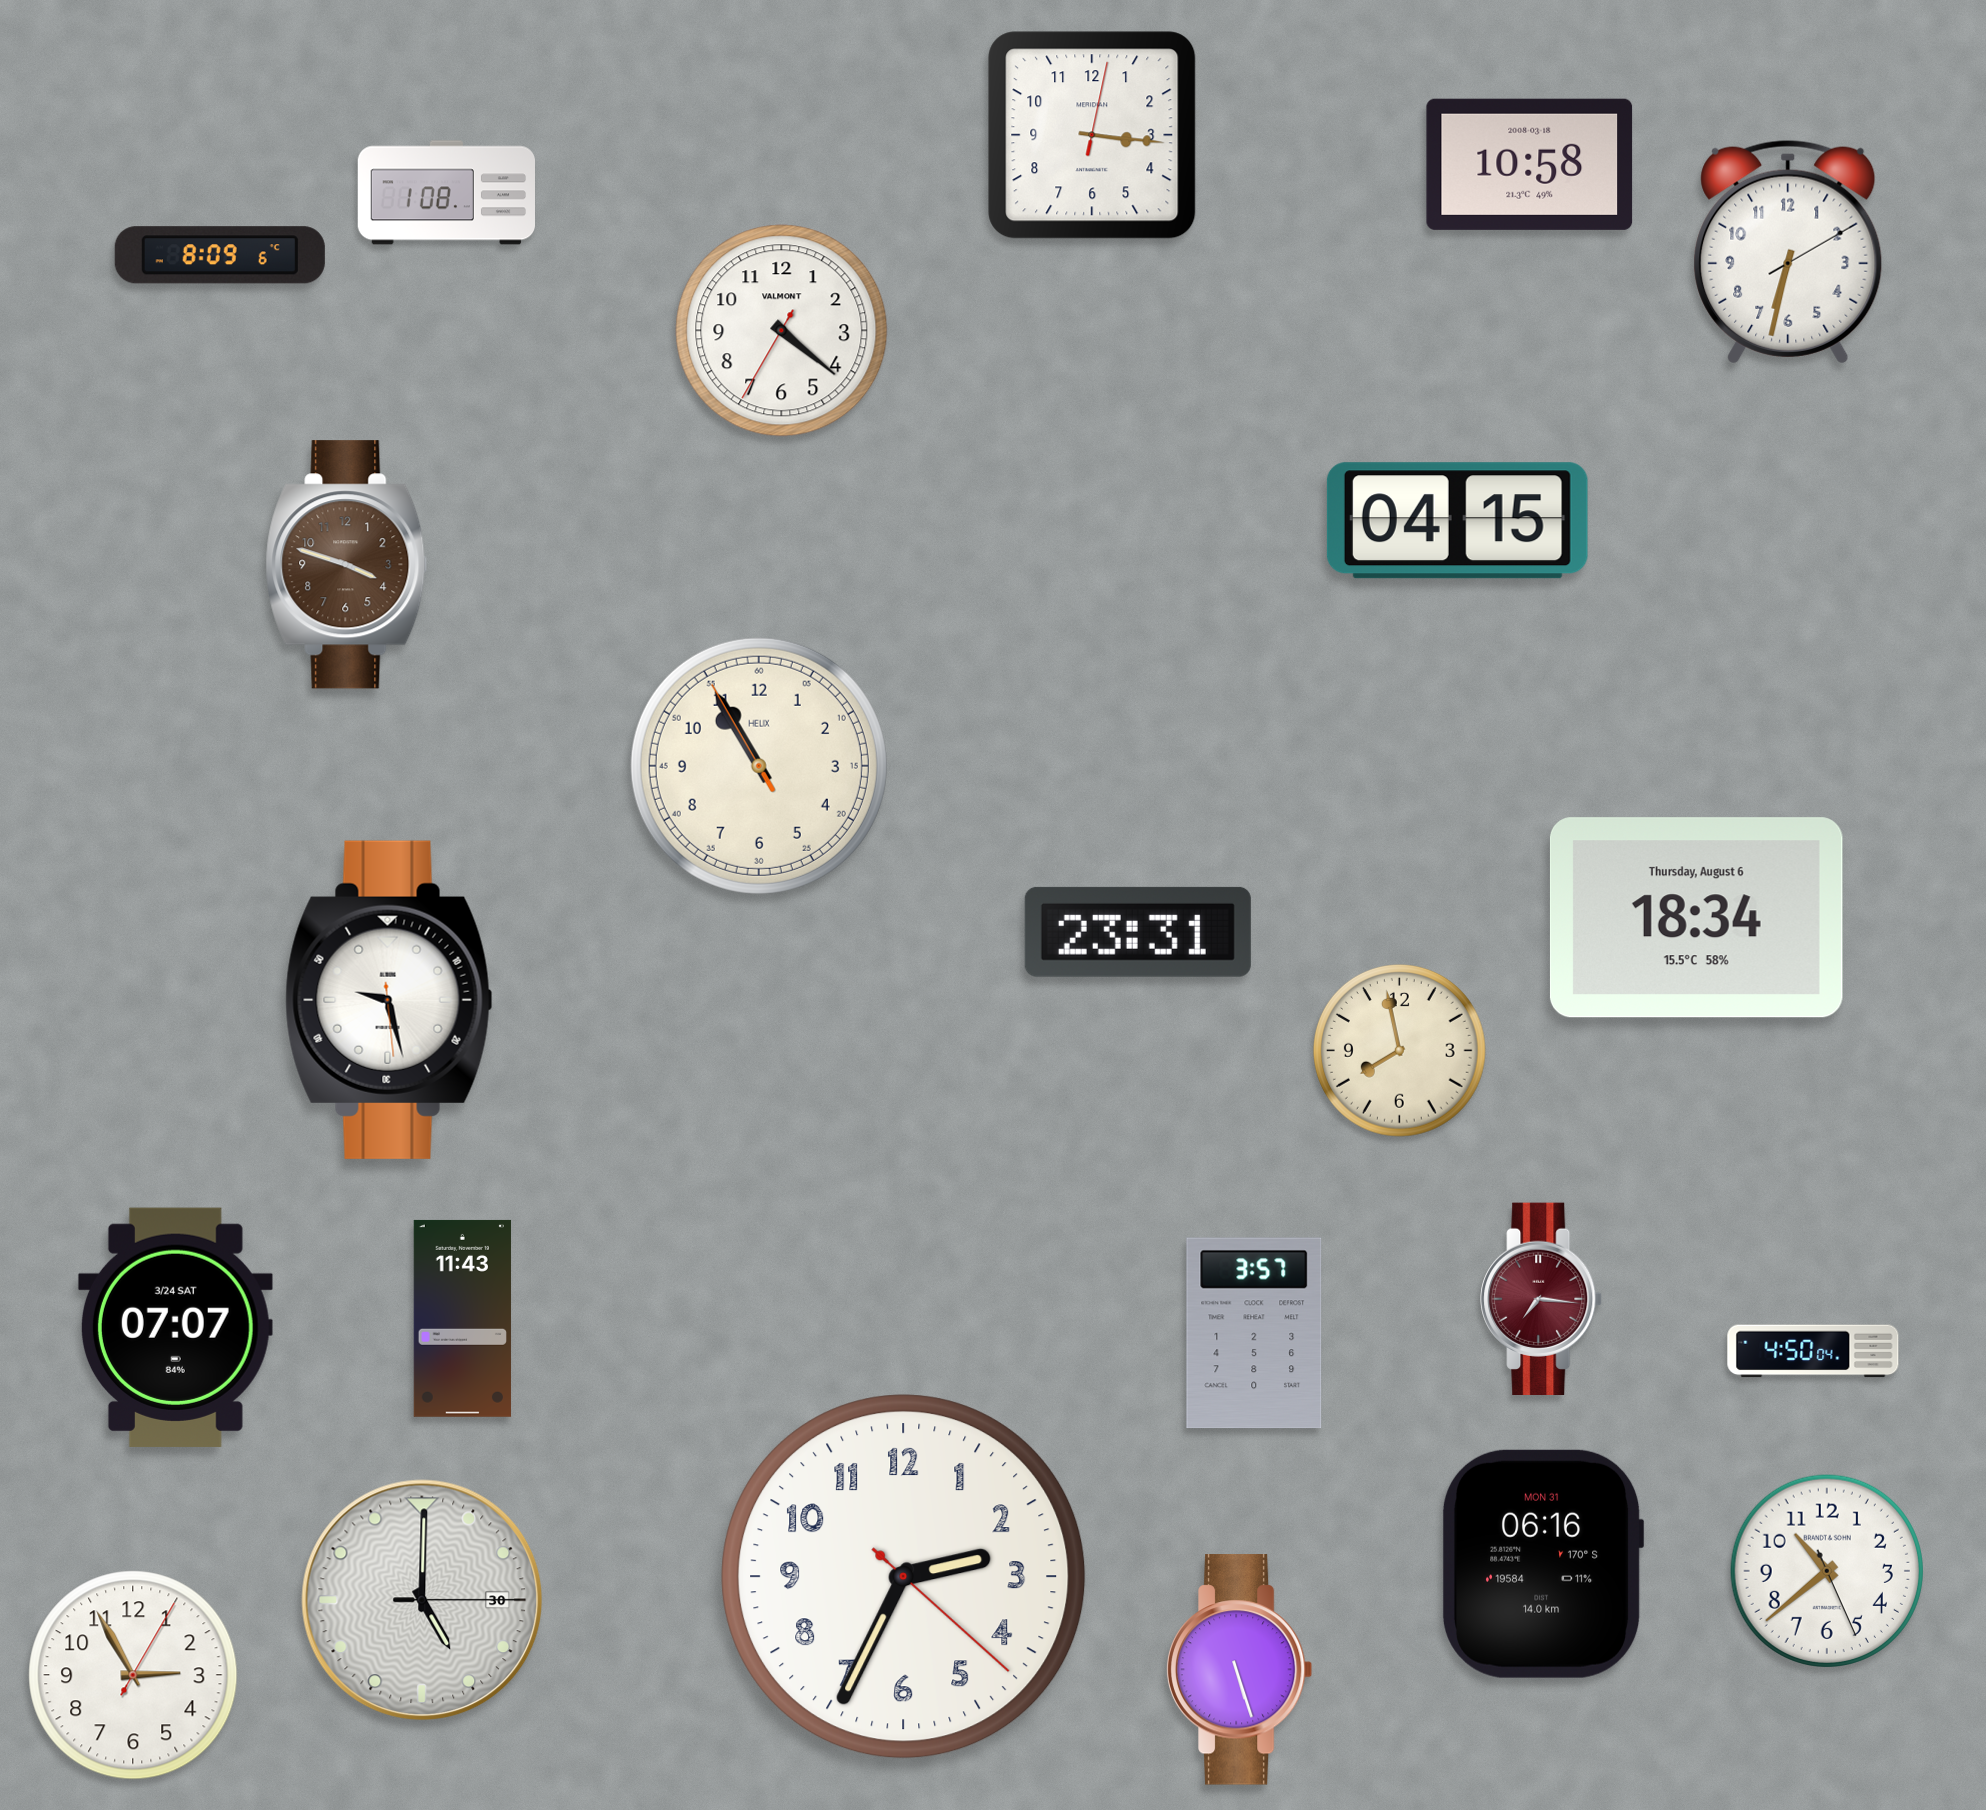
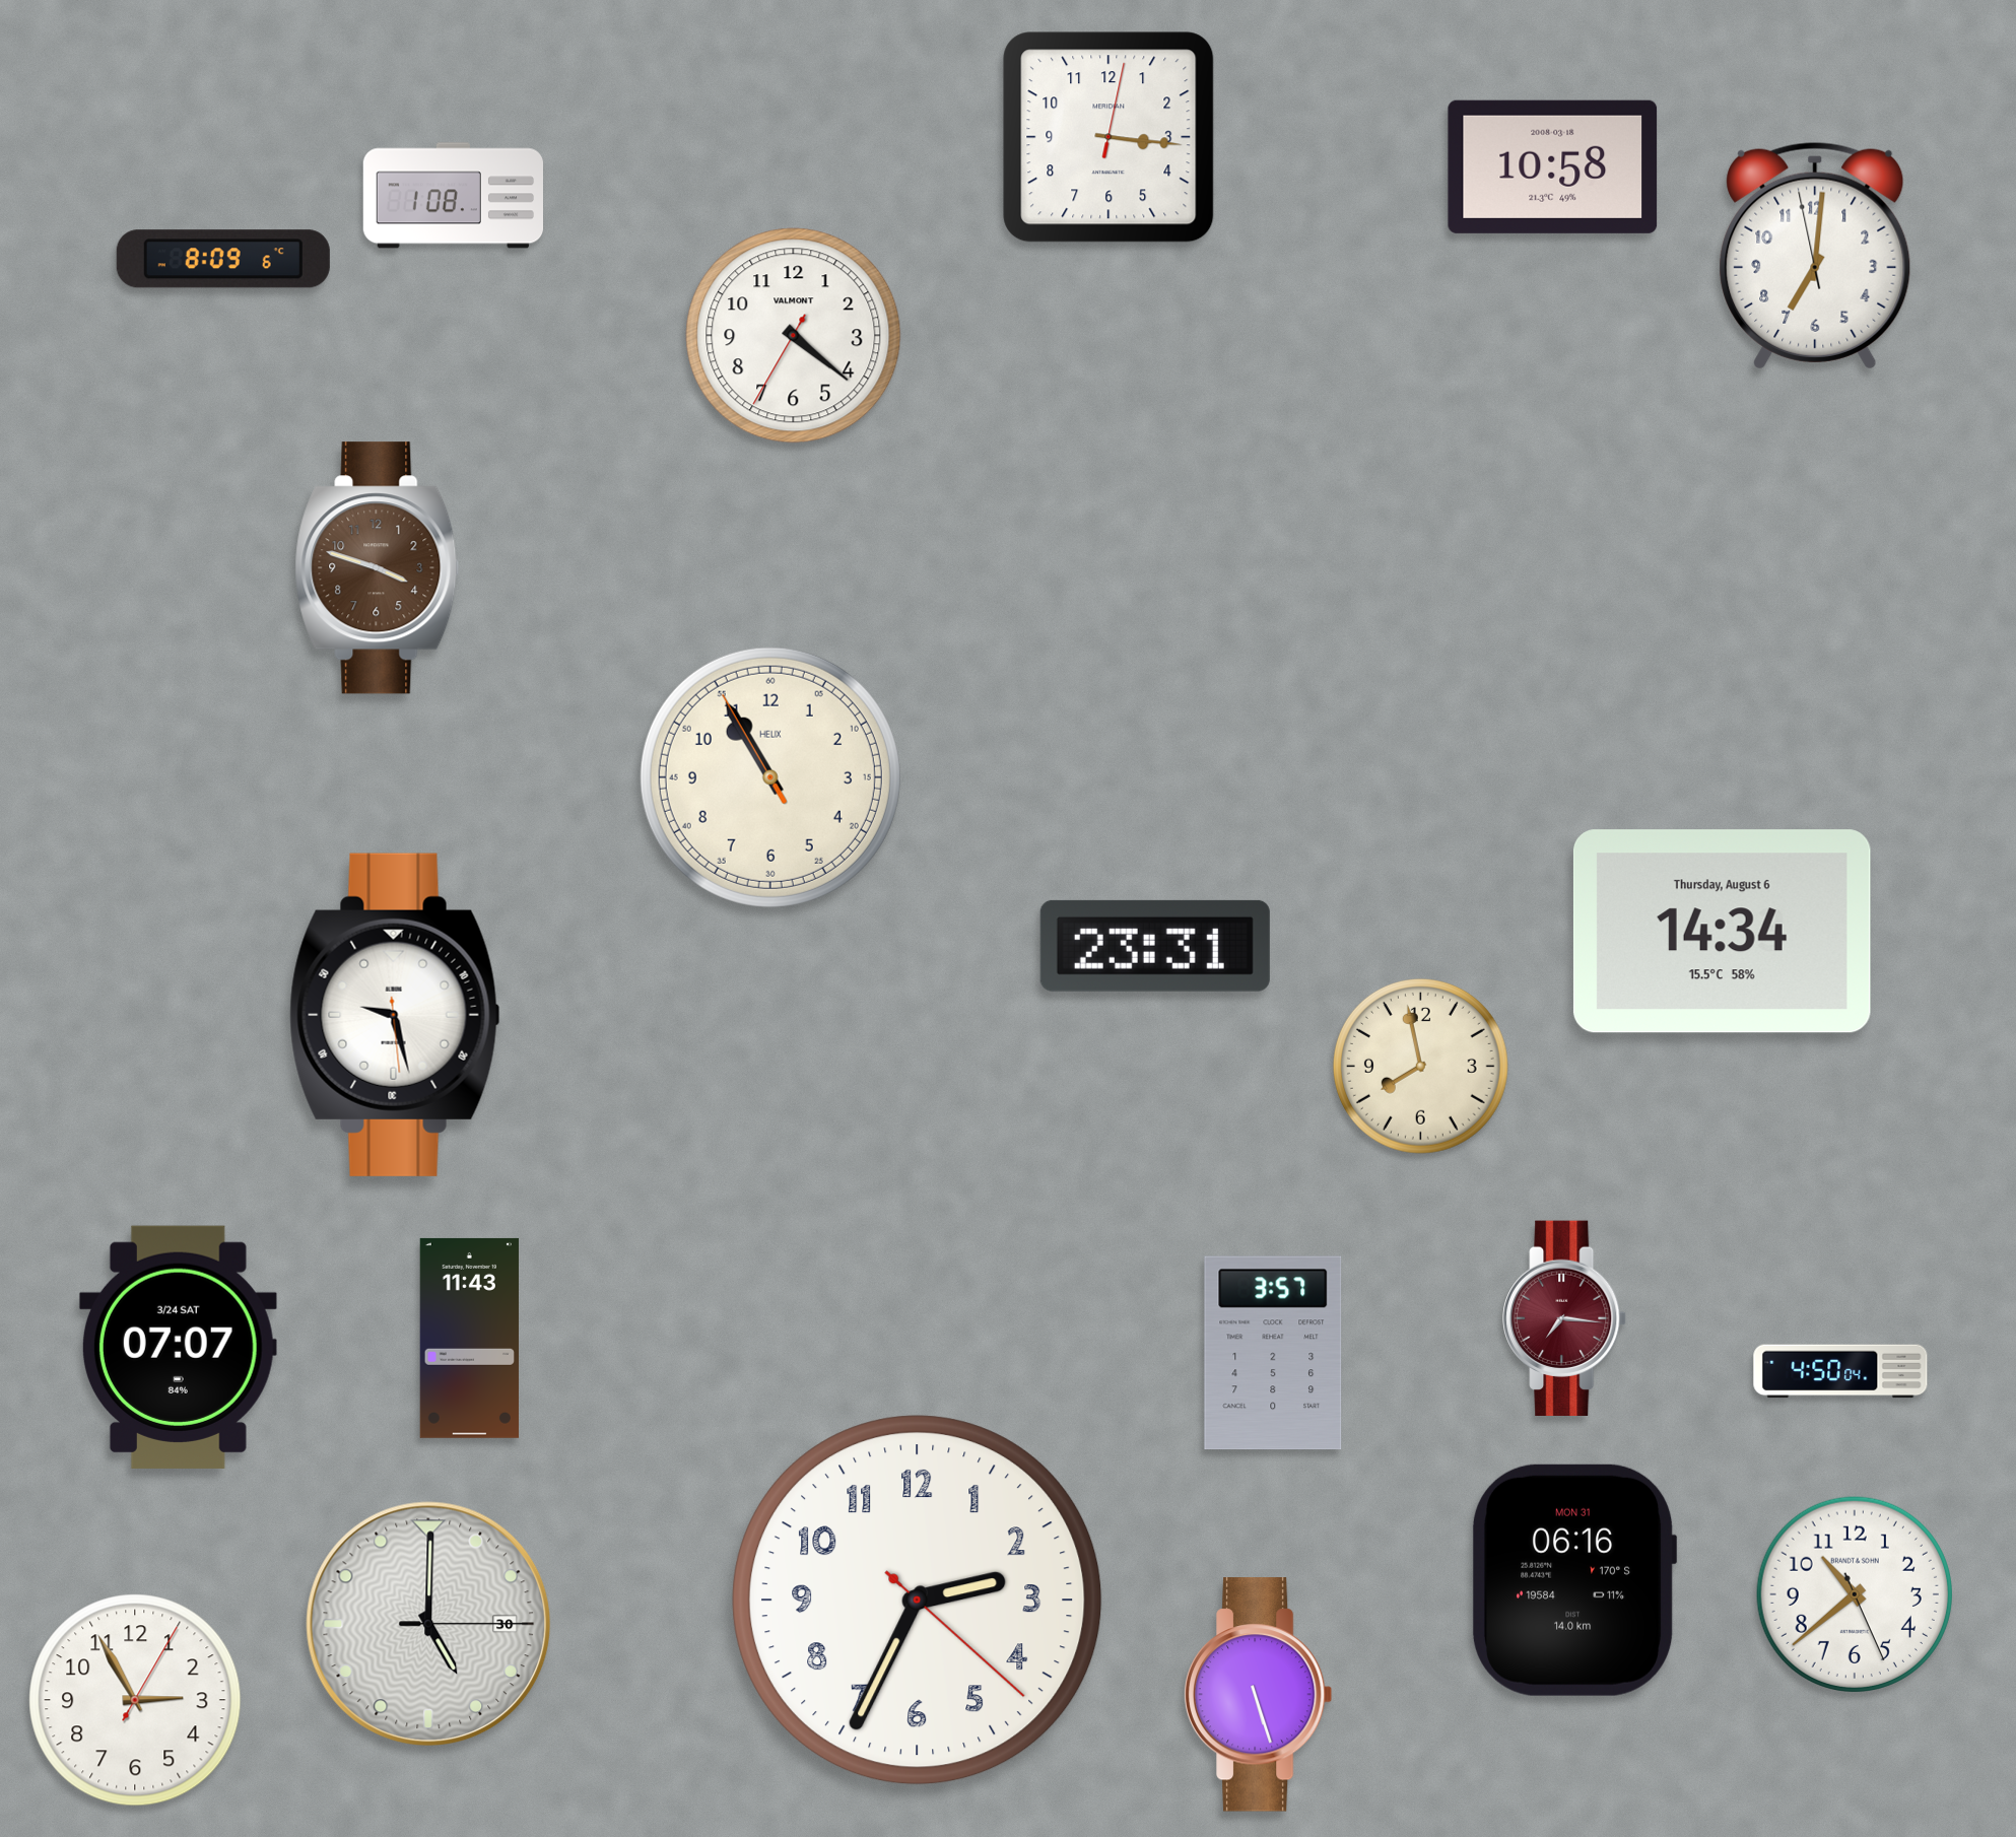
clock at (1788, 252): 6:32 -> 7:00
clock at (1457, 521): 04:15 -> none
clock at (347, 565) position: (347, 565) -> (378, 568)
clock at (1696, 918): 18:34 -> 14:34
clock at (1543, 1564) position: (1543, 1564) -> (1574, 1580)
